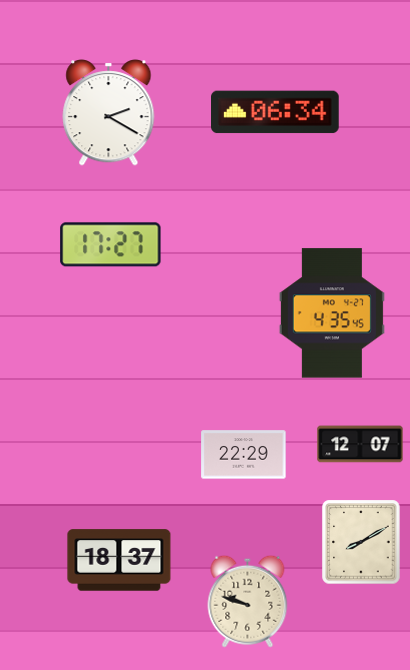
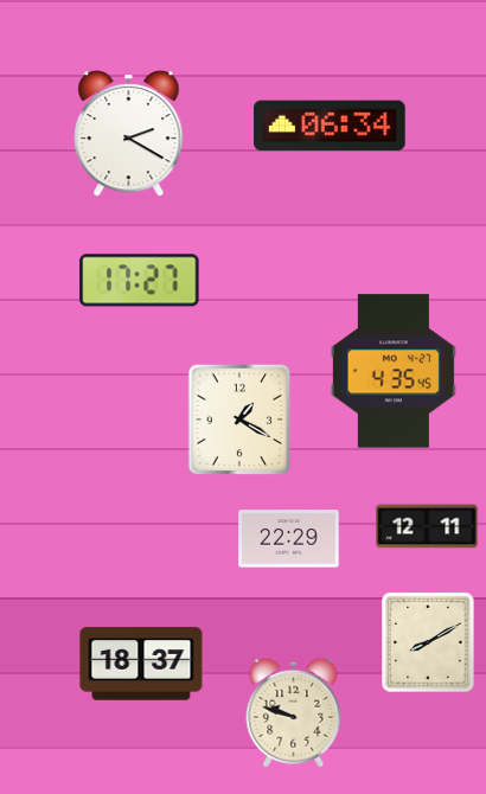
clock at (276, 112) position: (276, 112) -> (331, 126)
clock at (111, 245) position: (111, 245) -> (140, 281)
clock at (239, 420): none -> 1:20
clock at (360, 444): 12:07 -> 12:11
